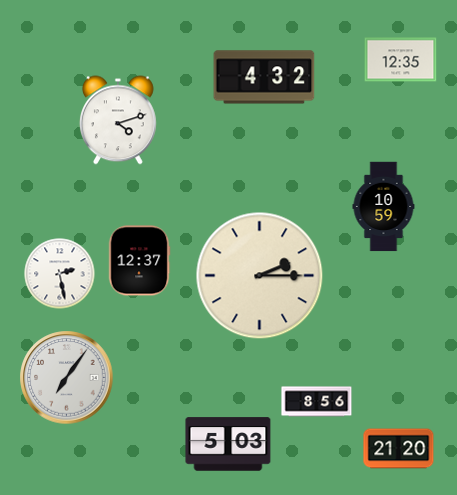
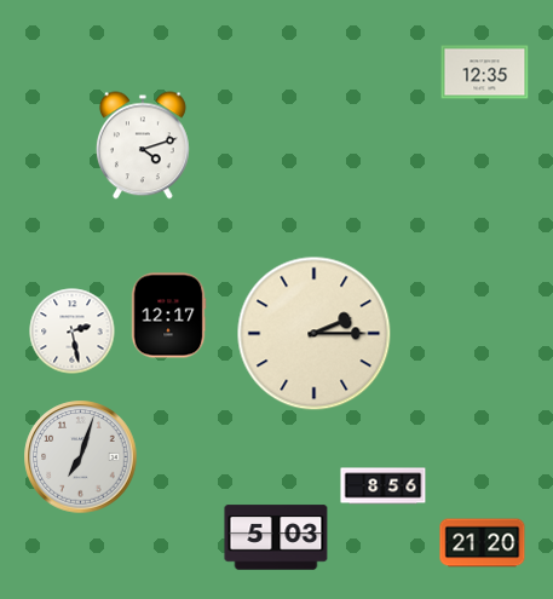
clock at (264, 77): 4:32 -> none
clock at (384, 207): 10:59 -> none
clock at (139, 261): 12:37 -> 12:17
clock at (67, 378): 7:06 -> 7:03
